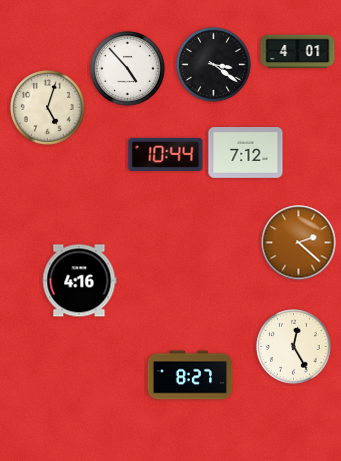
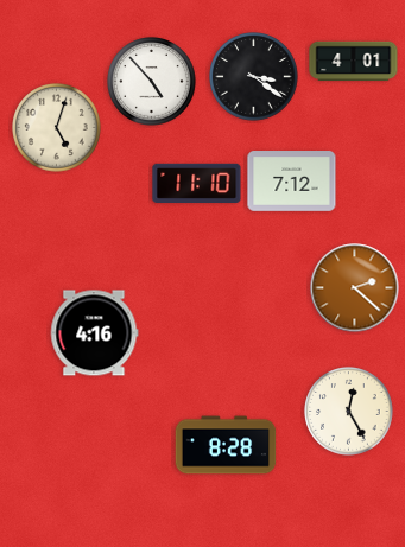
clock at (166, 154): 10:44 -> 11:10
clock at (190, 375): 8:27 -> 8:28
